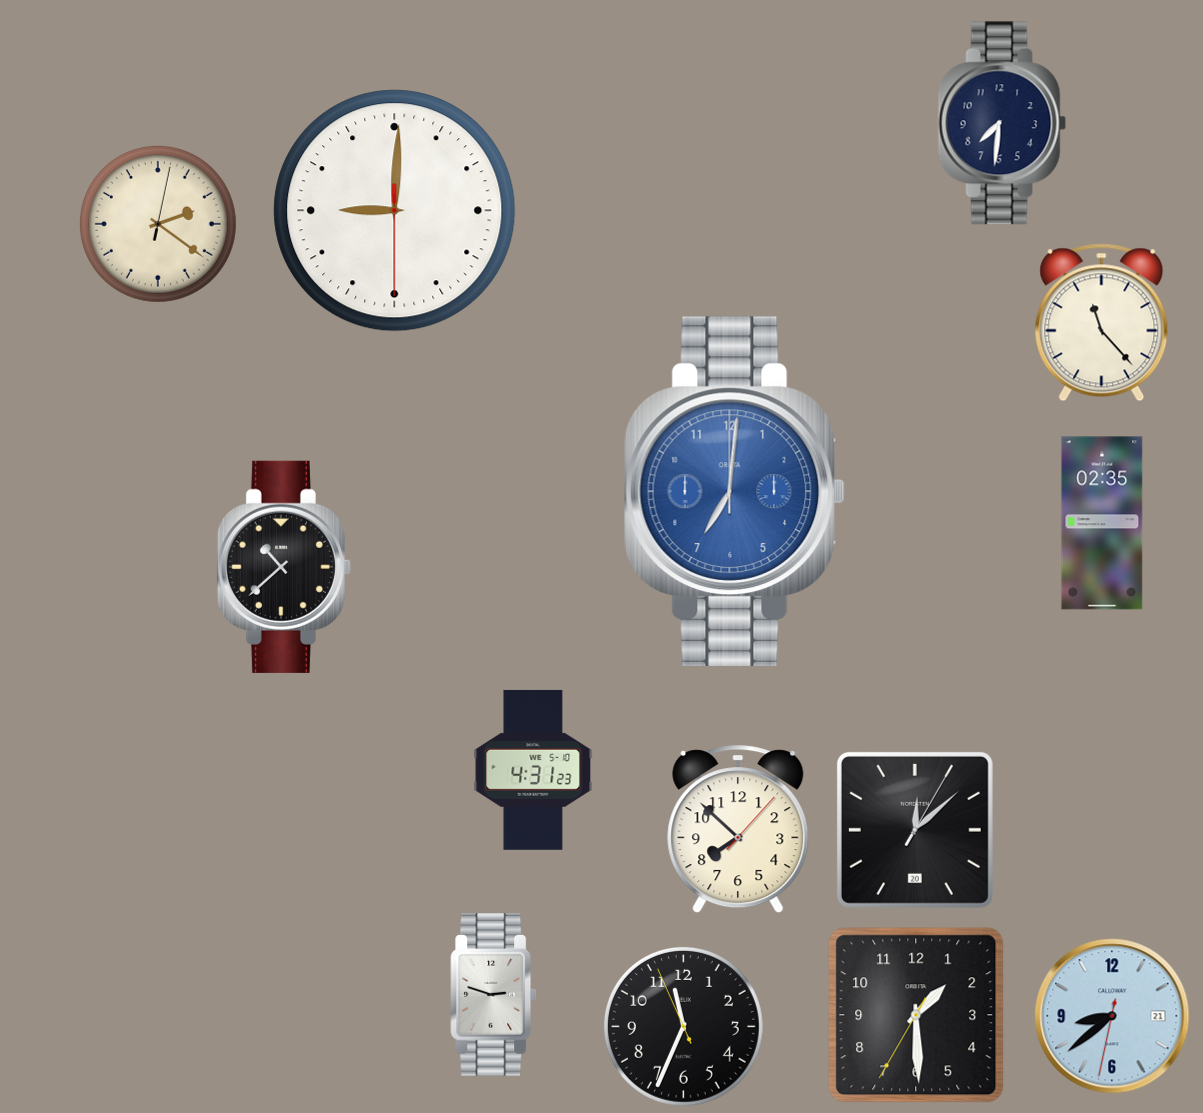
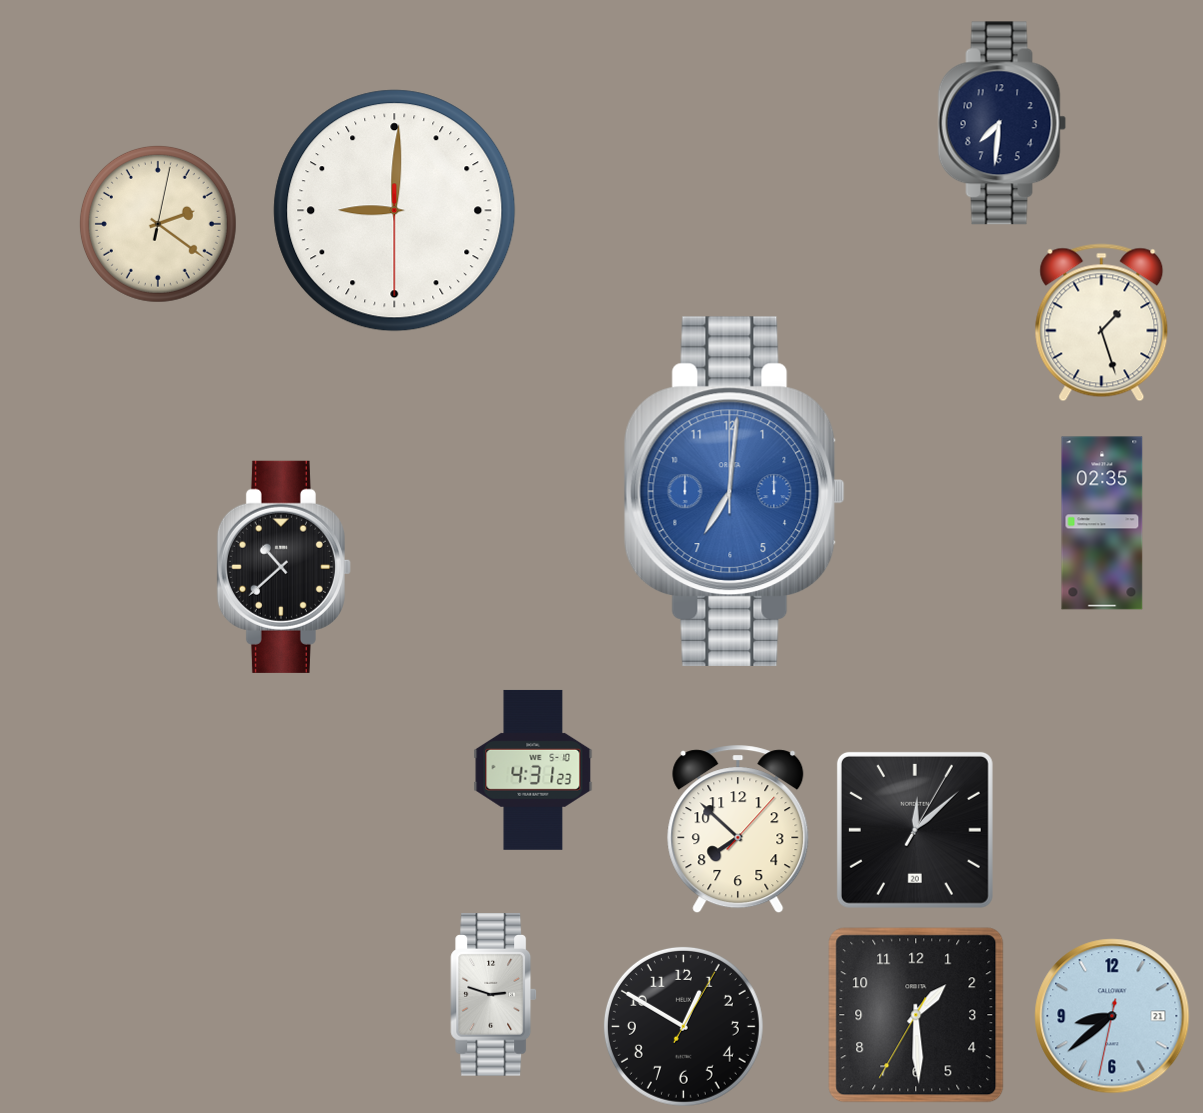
clock at (1102, 323): 11:23 -> 1:27
clock at (683, 1026): 11:33 -> 12:50
